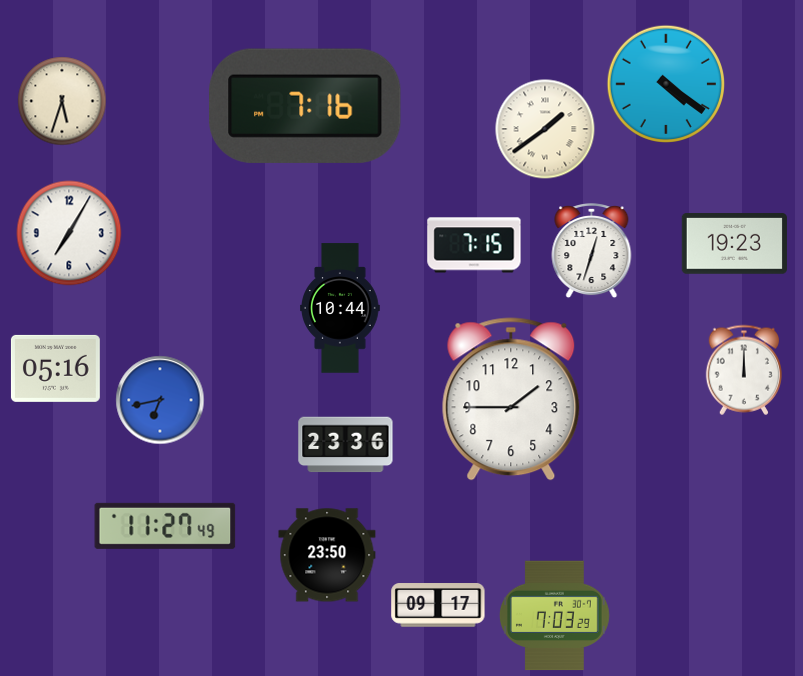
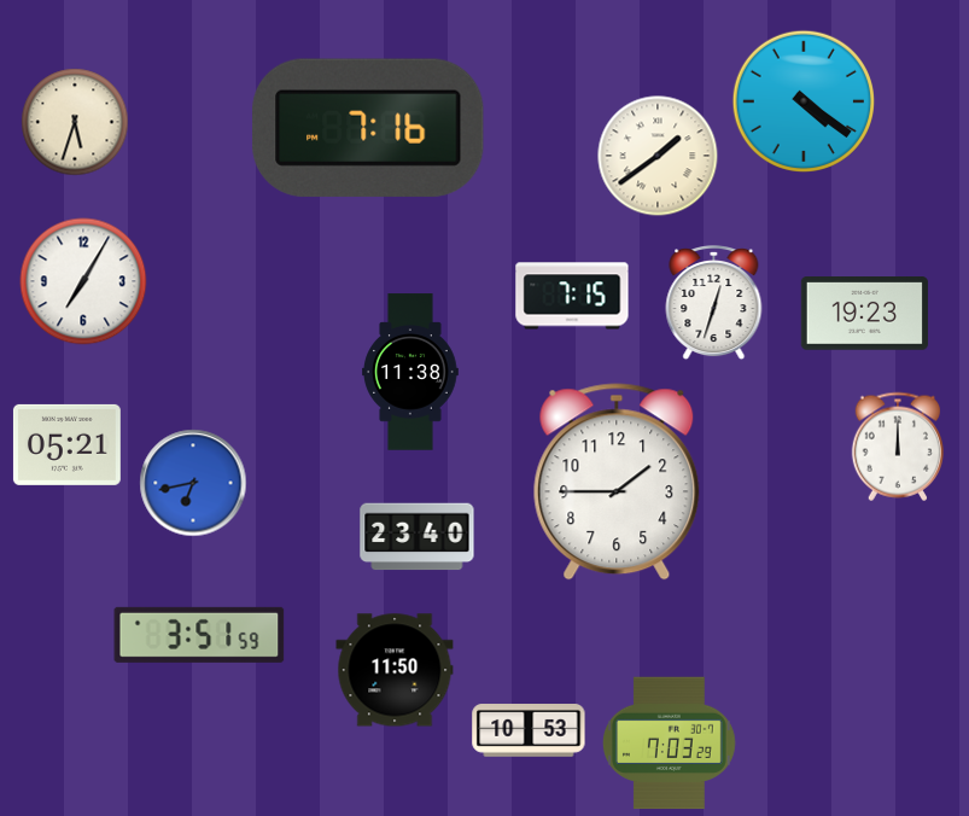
clock at (734, 244) position: (734, 244) -> (864, 314)
clock at (341, 308): 10:44 -> 11:38
clock at (55, 368): 05:16 -> 05:21
clock at (346, 445): 23:36 -> 23:40
clock at (165, 526): 11:27 -> 3:51
clock at (327, 555): 23:50 -> 11:50
clock at (438, 606): 09:17 -> 10:53
